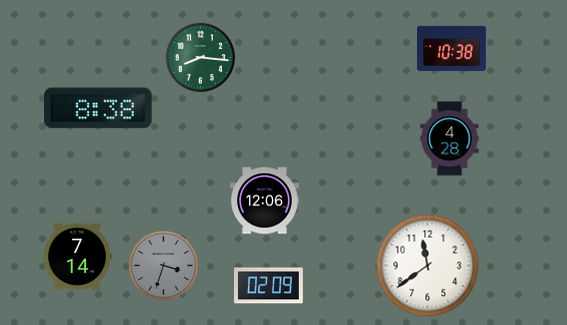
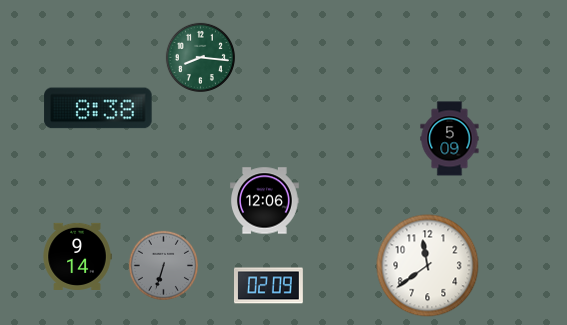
clock at (452, 48): 10:38 -> none
clock at (450, 139): 4:28 -> 5:09
clock at (77, 256): 7:14 -> 9:14
clock at (163, 265): 3:33 -> 6:33
